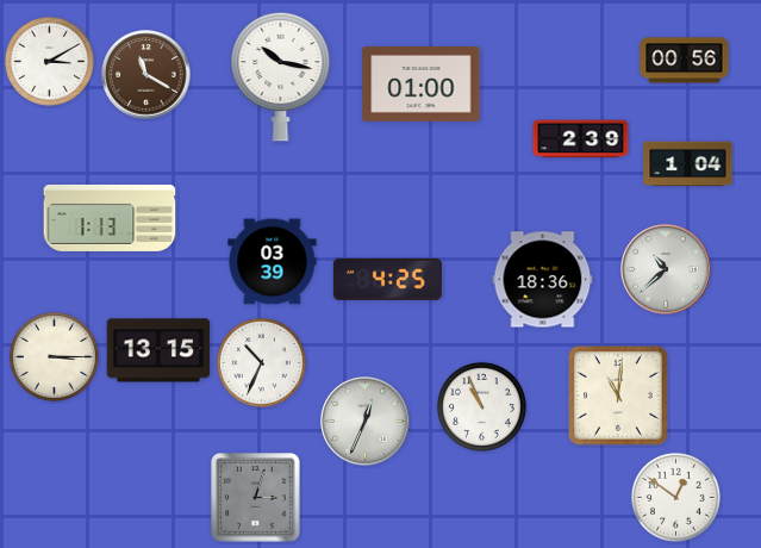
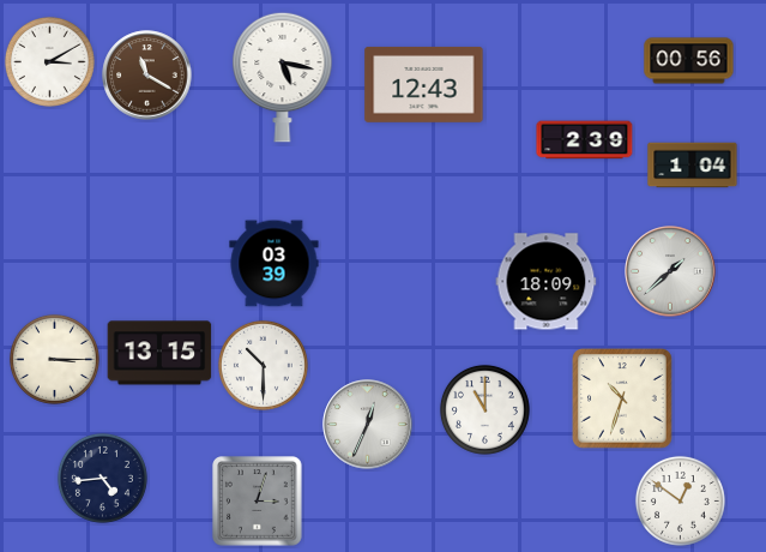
clock at (281, 76): 10:17 -> 5:17
clock at (422, 83): 01:00 -> 12:43
clock at (110, 218): 1:13 -> none
clock at (666, 269): 10:38 -> 1:38
clock at (387, 279): 4:25 -> none
clock at (543, 280): 18:36 -> 18:09
clock at (261, 362): 10:34 -> 10:30
clock at (618, 396): 11:01 -> 10:33
clock at (481, 406): 10:56 -> 11:00
clock at (102, 478): none -> 4:44
